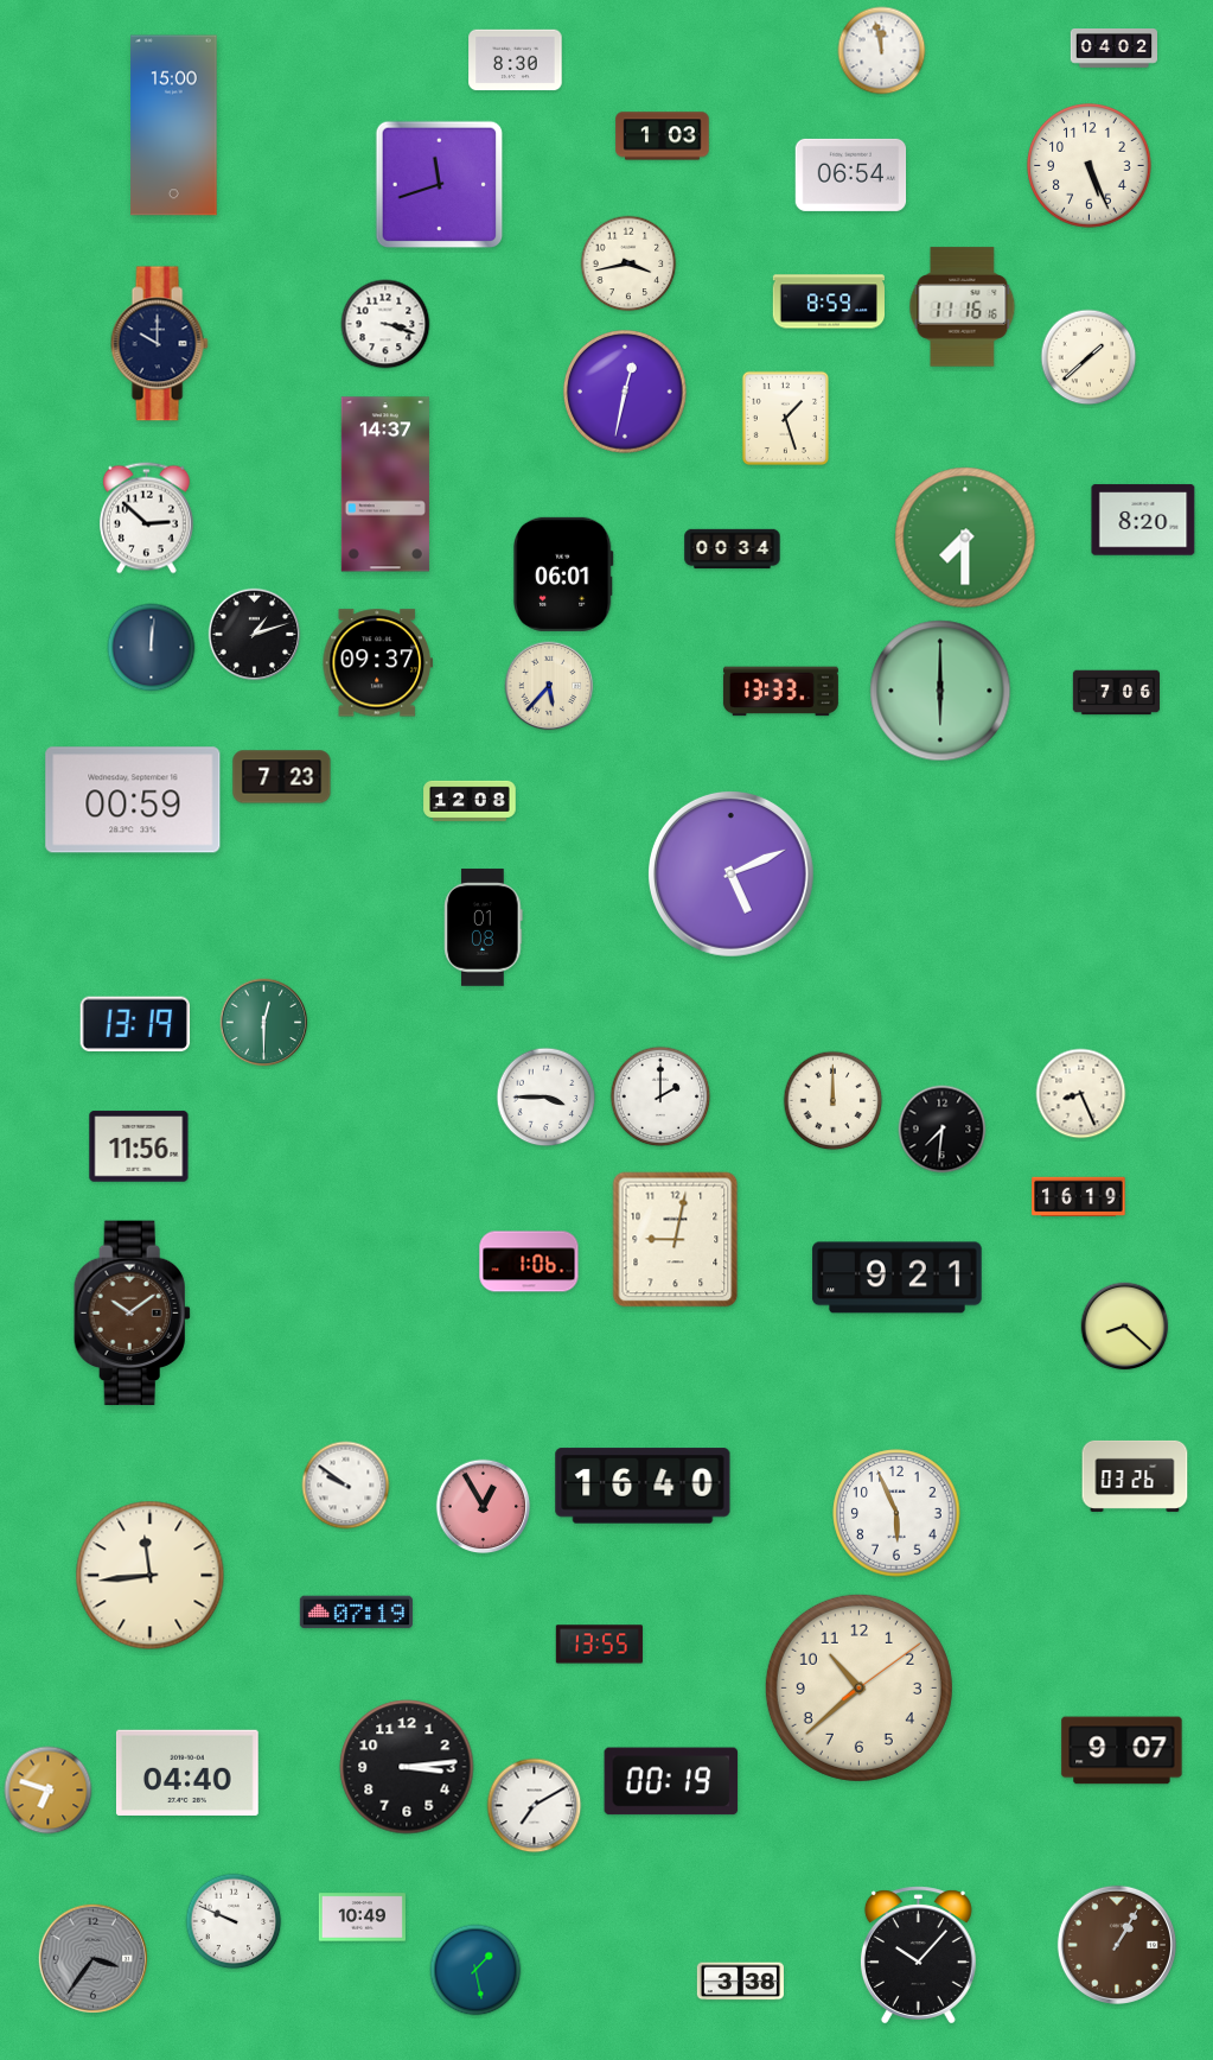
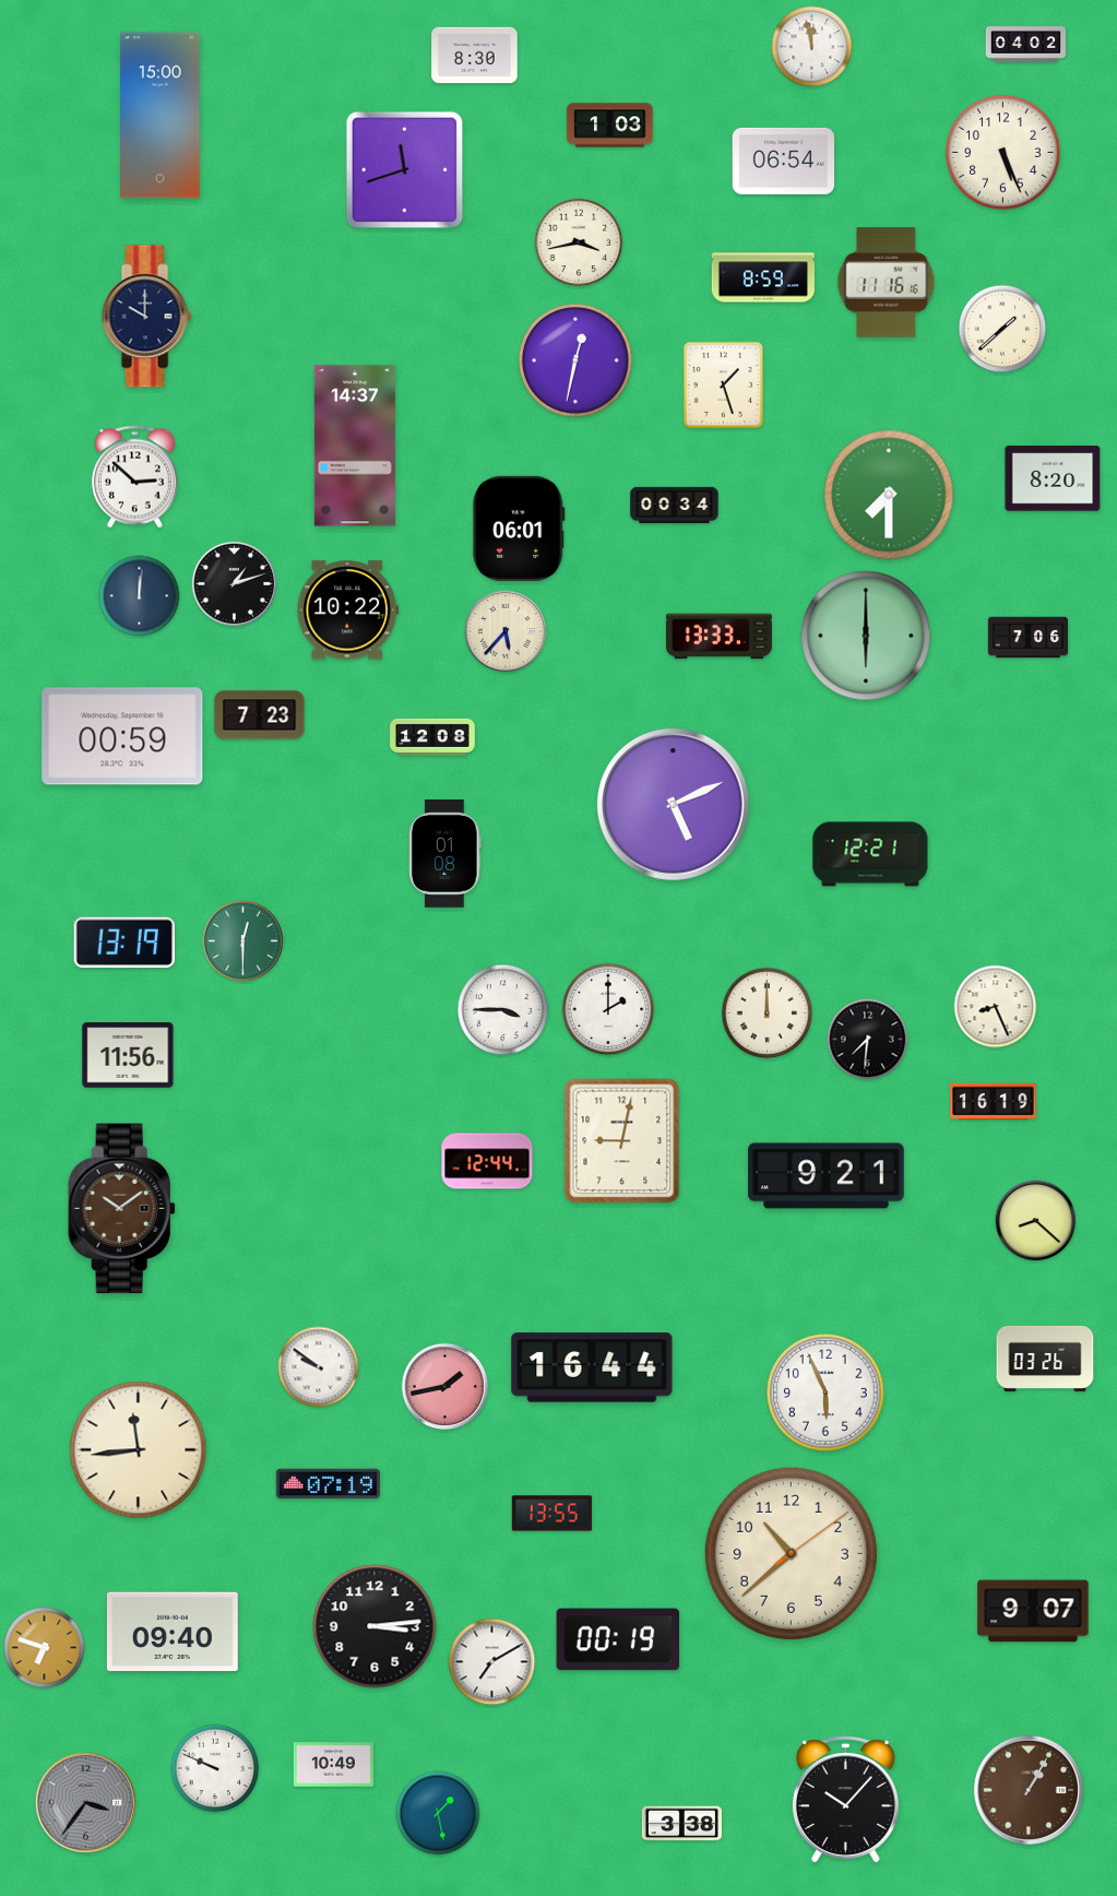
clock at (385, 324): 3:18 -> none
clock at (377, 663): 09:37 -> 10:22
clock at (870, 854): none -> 12:21
clock at (529, 1261): 1:06 -> 12:44
clock at (643, 1486): 16:40 -> 16:44
clock at (484, 1507): 12:55 -> 1:43
clock at (187, 1773): 04:40 -> 09:40
